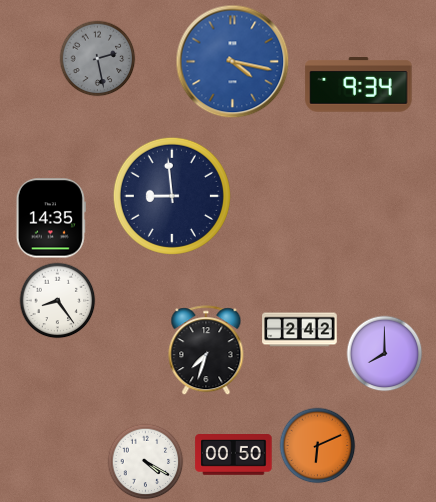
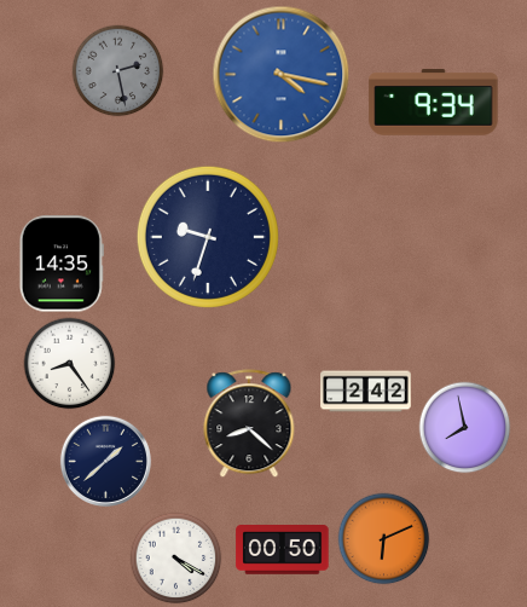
clock at (172, 196): 8:59 -> 9:33
clock at (300, 330) position: (300, 330) -> (366, 392)
clock at (206, 351): 7:33 -> 8:22
clock at (385, 354): 8:00 -> 7:58
clock at (105, 461): none -> 1:38
